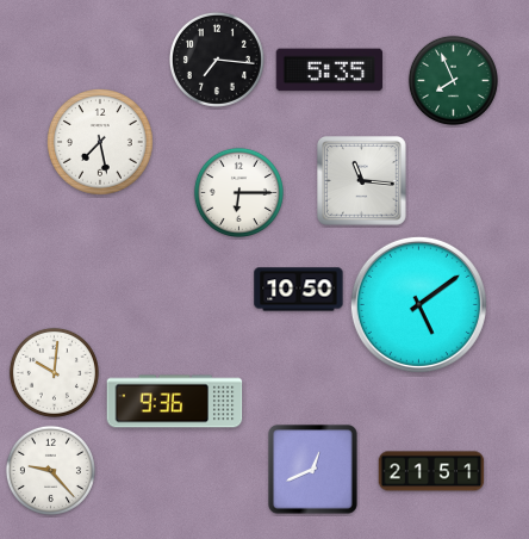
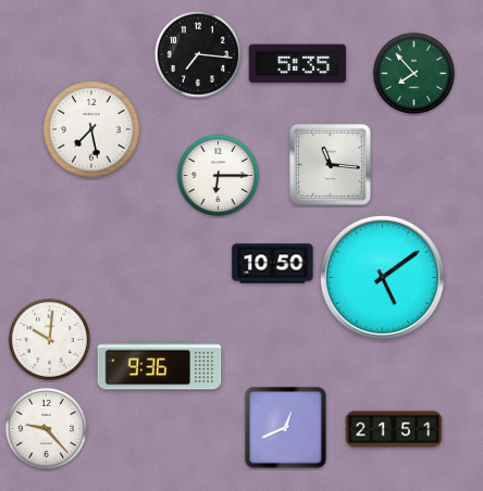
clock at (329, 70) position: (329, 70) -> (297, 64)
clock at (453, 80): 7:56 -> 7:53
